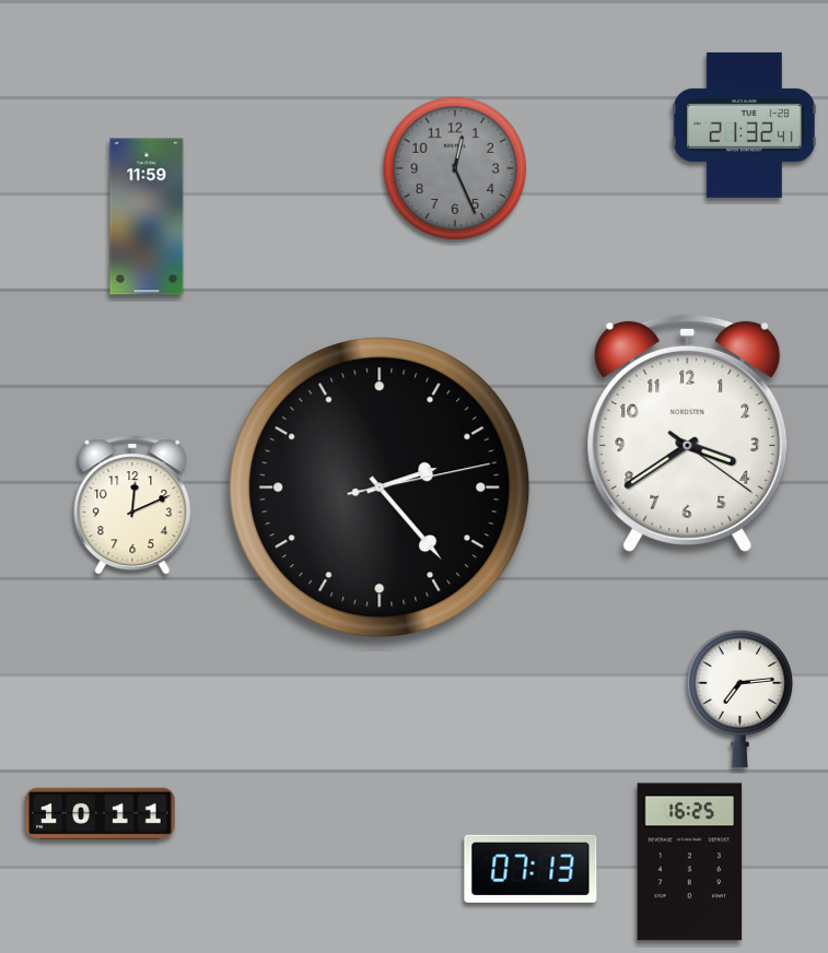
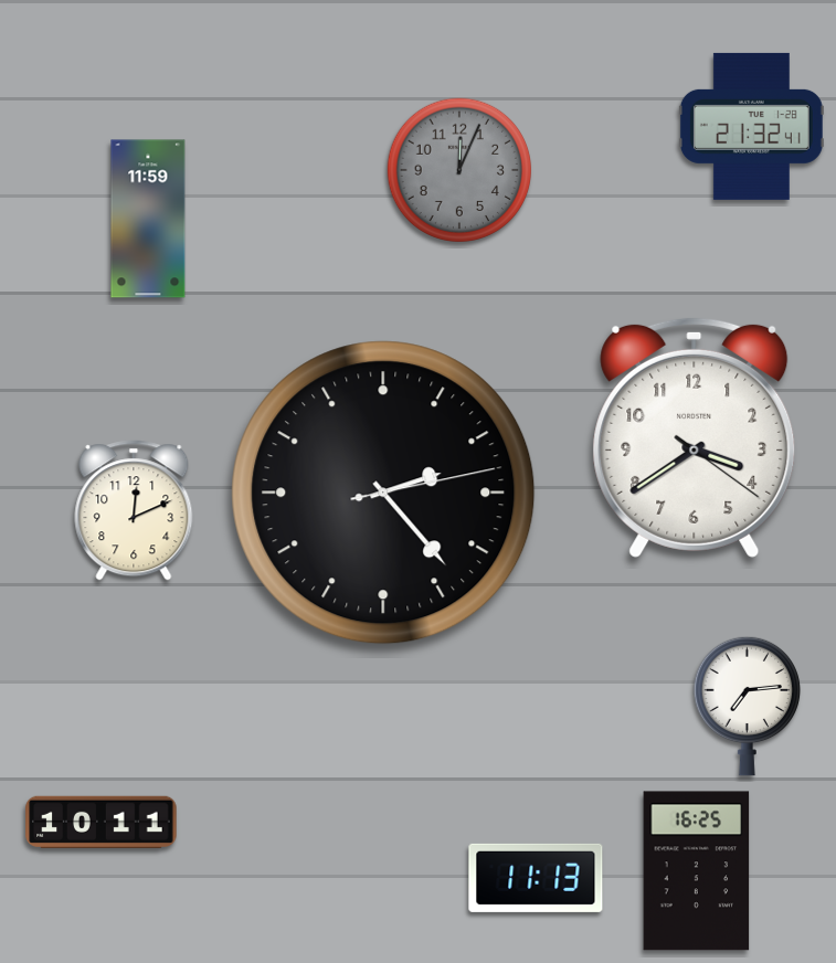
clock at (454, 167): 12:26 -> 12:04
clock at (530, 869): 07:13 -> 11:13
